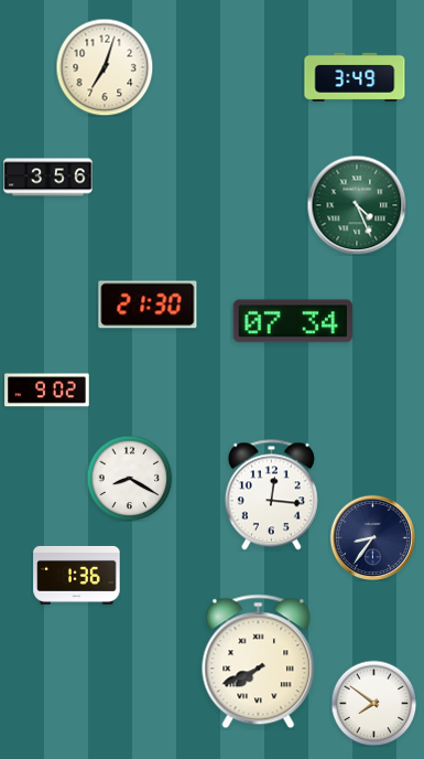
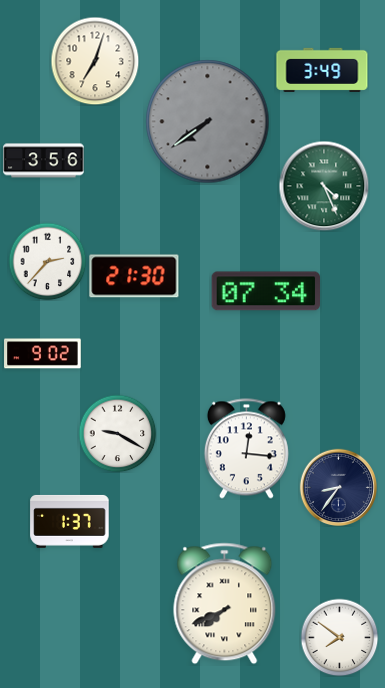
clock at (208, 122): none -> 7:39
clock at (47, 261): none -> 2:37
clock at (129, 478): 8:20 -> 9:20
clock at (77, 575): 1:36 -> 1:37
clock at (259, 662) position: (259, 662) -> (225, 604)
